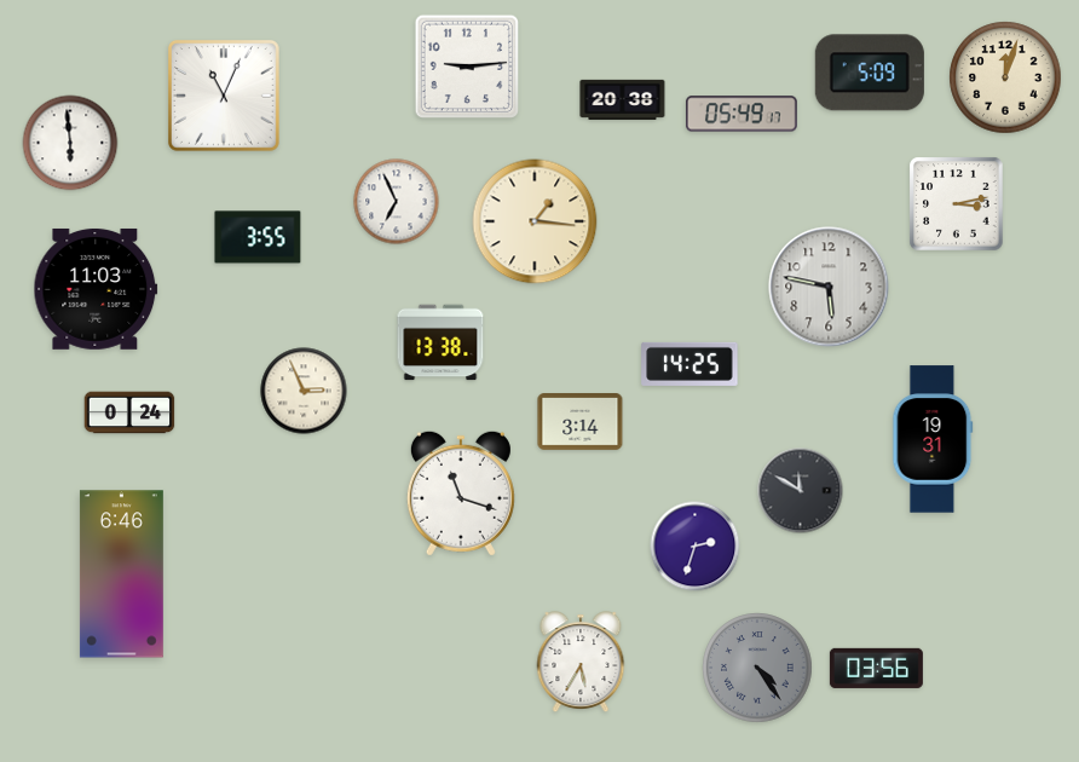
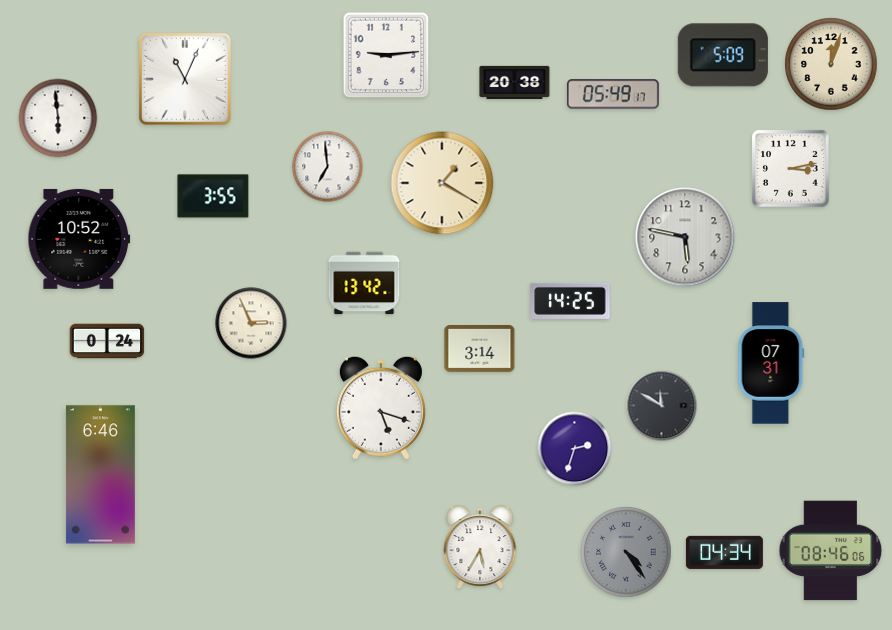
clock at (870, 73) position: (870, 73) -> (723, 55)
clock at (397, 202): 6:56 -> 6:59
clock at (535, 221): 1:16 -> 1:20
clock at (96, 289): 11:03 -> 10:52
clock at (440, 342): 13:38 -> 13:42
clock at (933, 439): 19:31 -> 07:31
clock at (461, 493): 11:18 -> 5:18
clock at (696, 547) position: (696, 547) -> (575, 449)
clock at (831, 551): none -> 08:46
clock at (876, 668): 03:56 -> 04:34
